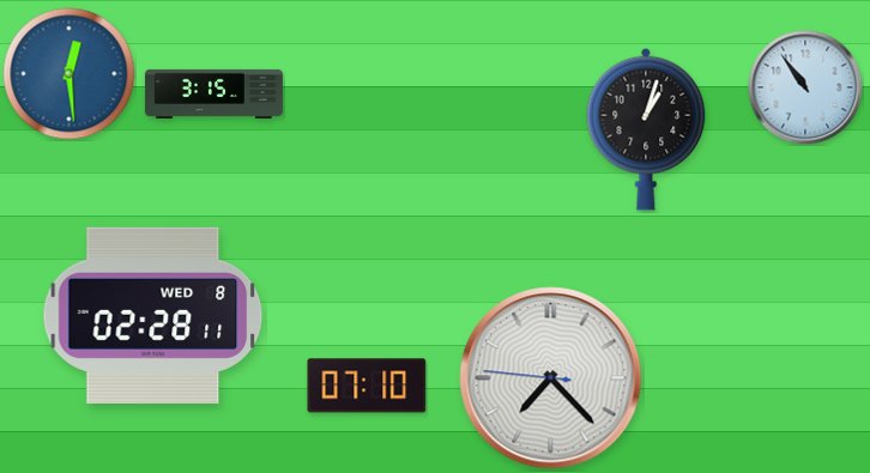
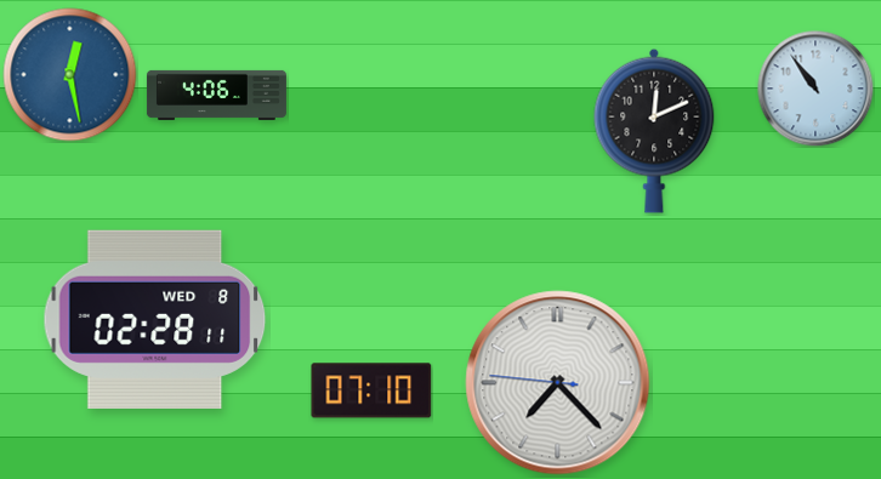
clock at (70, 74): 12:29 -> 12:28
clock at (213, 93): 3:15 -> 4:06
clock at (646, 129): 1:03 -> 12:11
